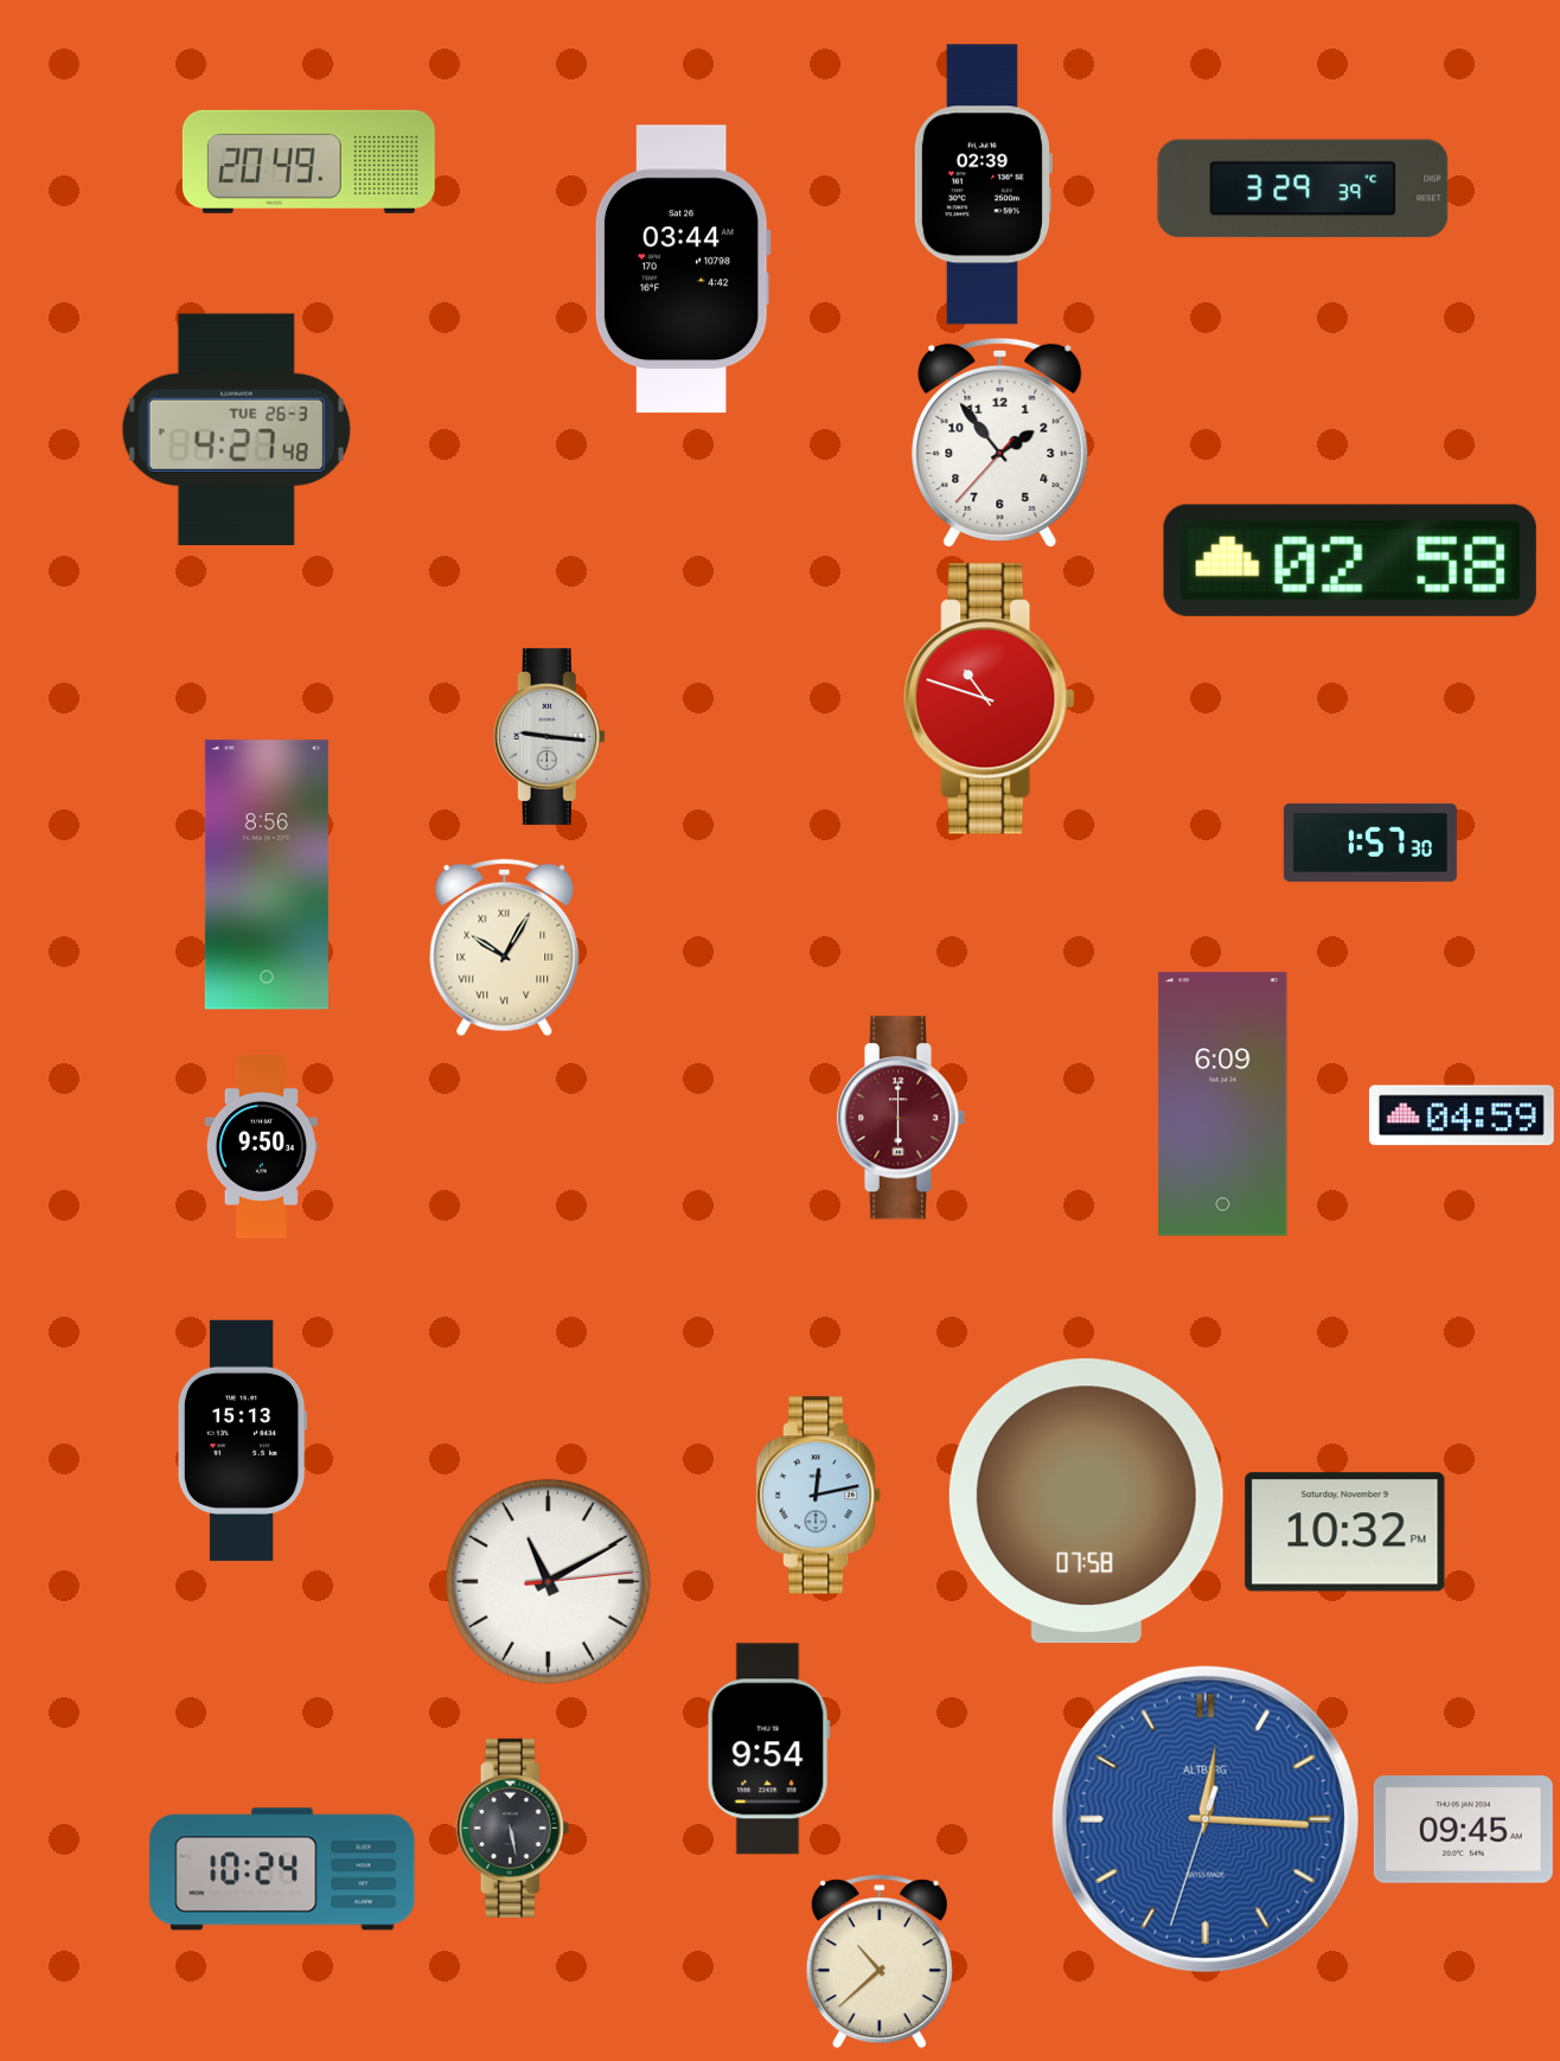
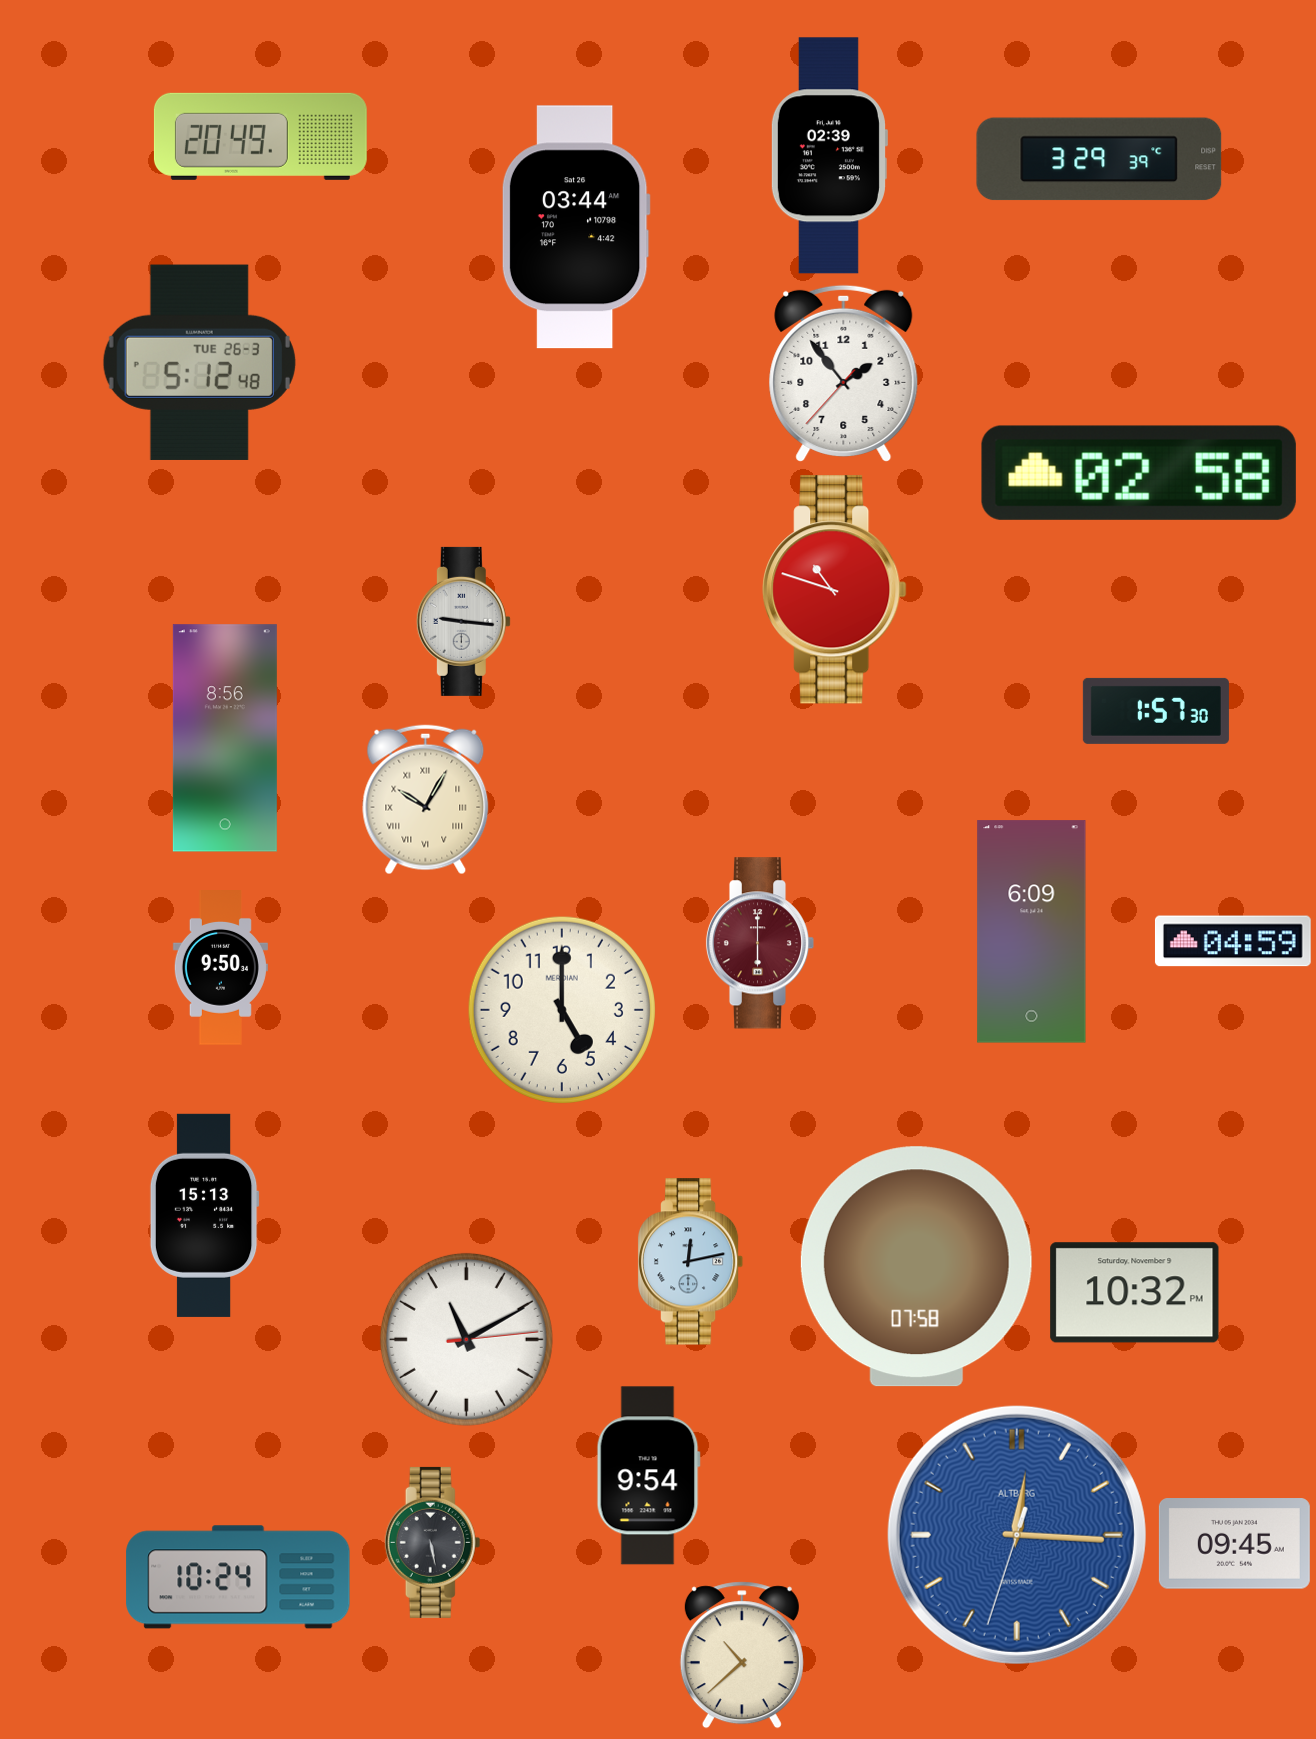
clock at (236, 429): 4:27 -> 5:12
clock at (562, 1010): none -> 5:00
clock at (548, 1581) position: (548, 1581) -> (466, 1339)
